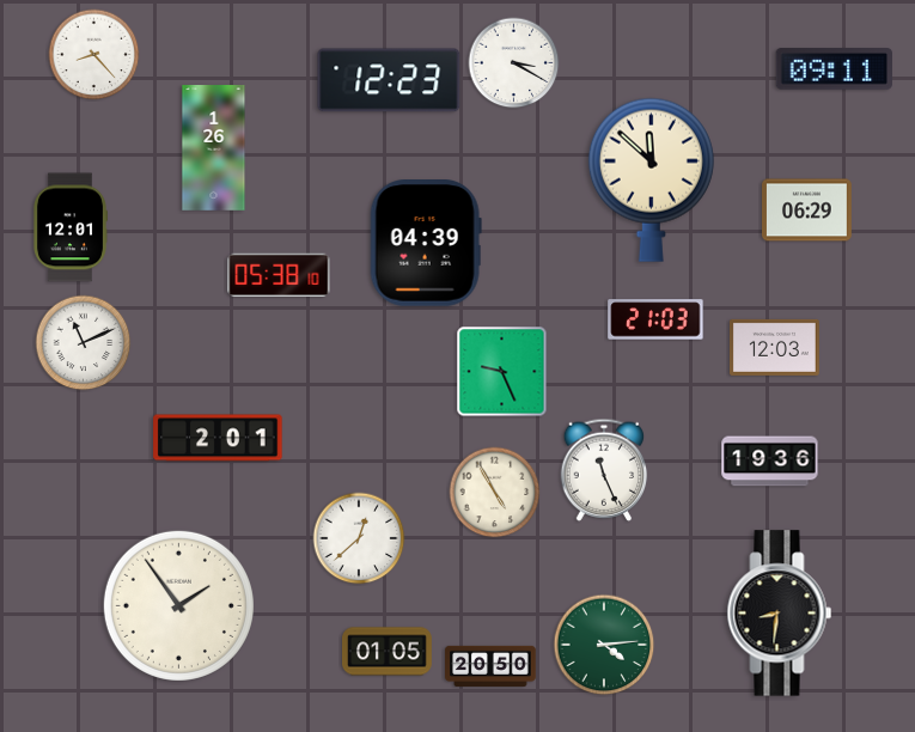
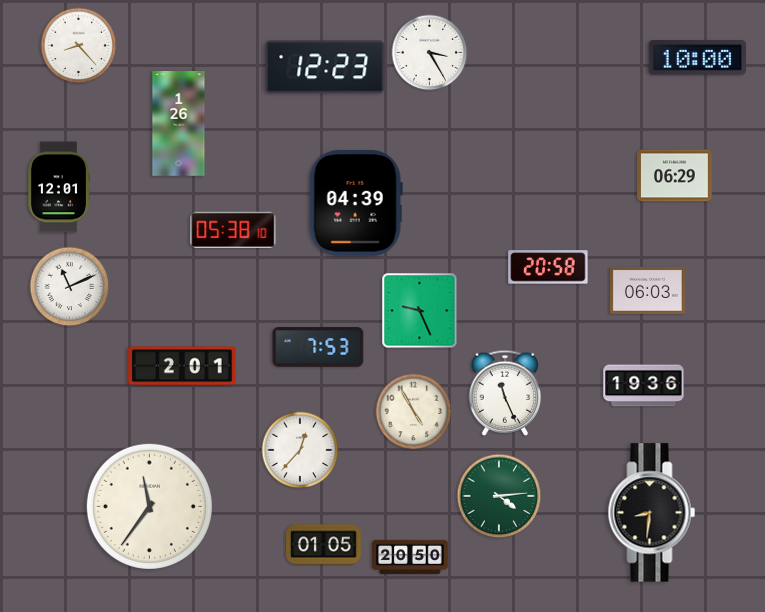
clock at (514, 63): 3:20 -> 3:25
clock at (834, 69): 09:11 -> 10:00
clock at (651, 179): 11:52 -> none
clock at (71, 227) position: (71, 227) -> (59, 187)
clock at (655, 319): 21:03 -> 20:58
clock at (775, 347): 12:03 -> 06:03
clock at (318, 347): none -> 7:53
clock at (359, 538): 12:38 -> 12:37
clock at (178, 605): 1:54 -> 11:36
clock at (604, 645) position: (604, 645) -> (499, 496)
